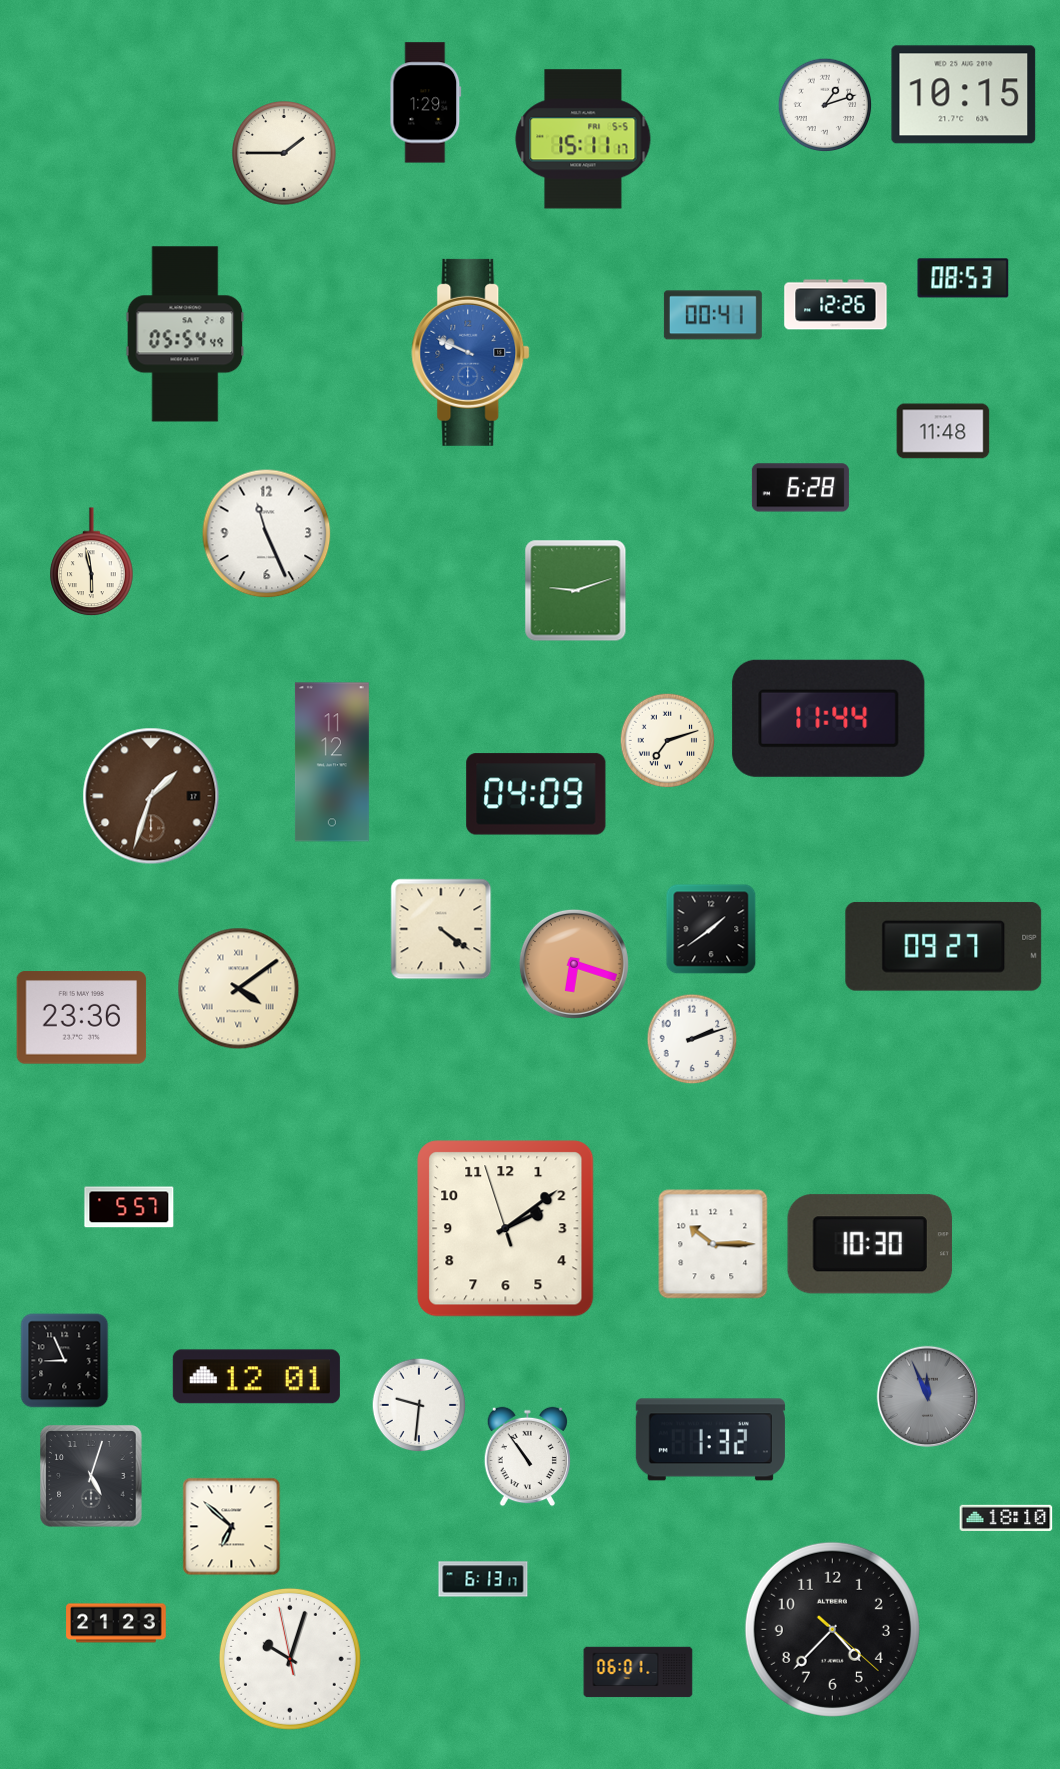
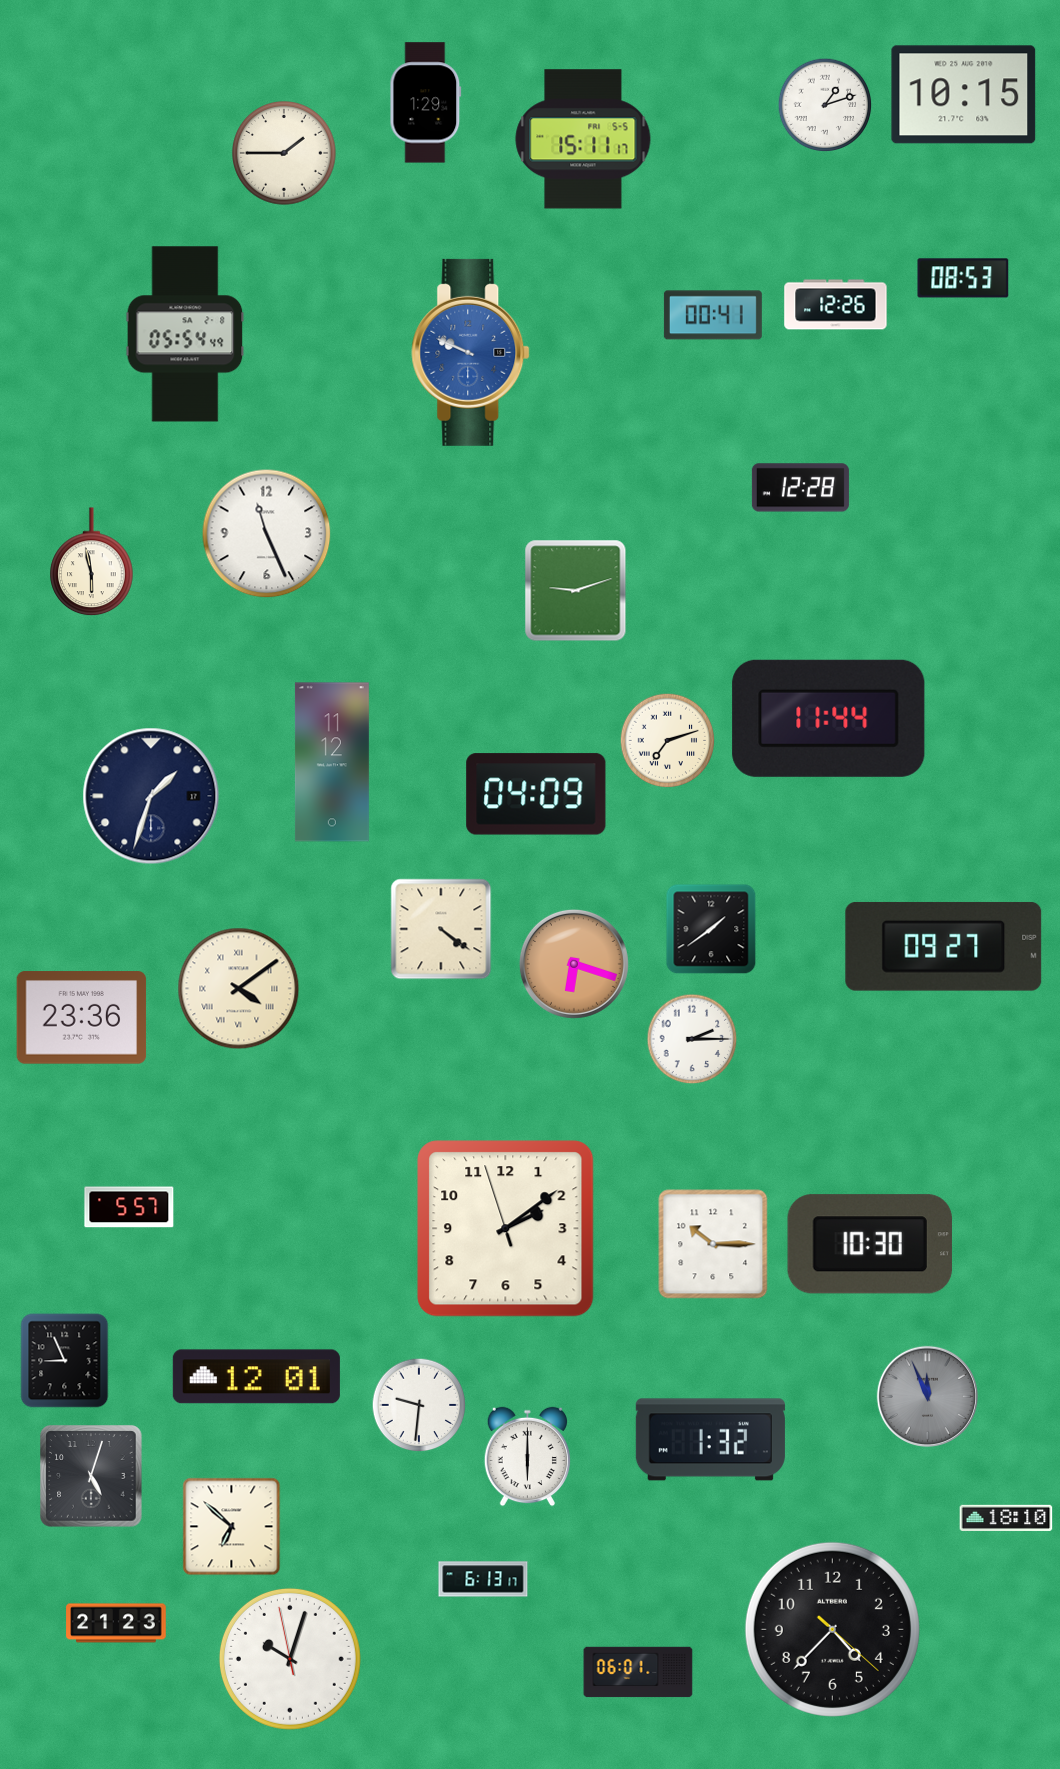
clock at (943, 431): 11:48 -> none
clock at (800, 488): 6:28 -> 12:28
clock at (151, 796) dial: brown -> navy
clock at (692, 1039): 2:12 -> 2:15
clock at (528, 1457): 10:54 -> 6:00
